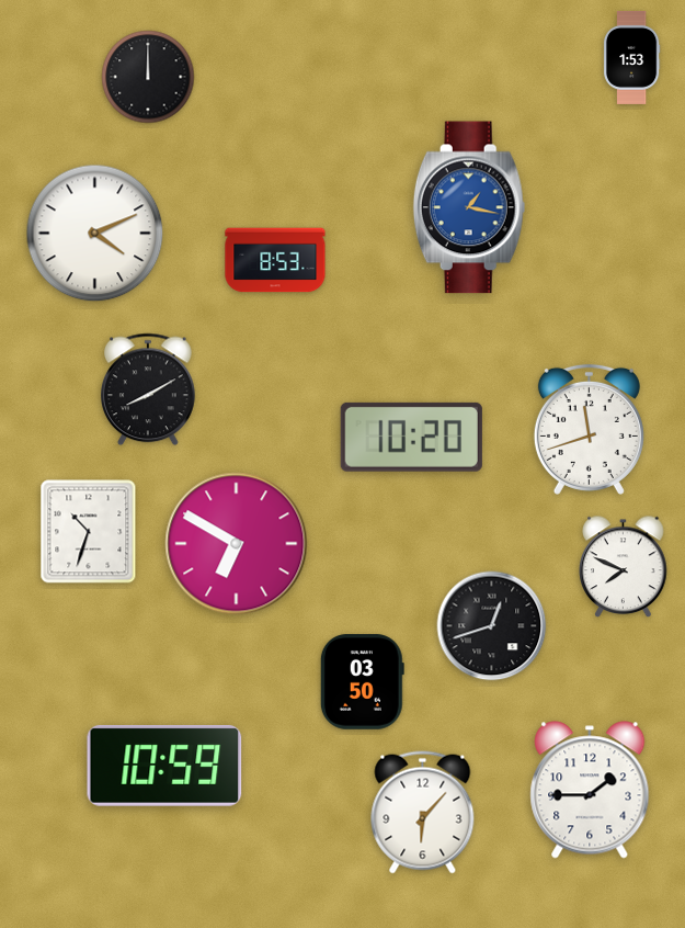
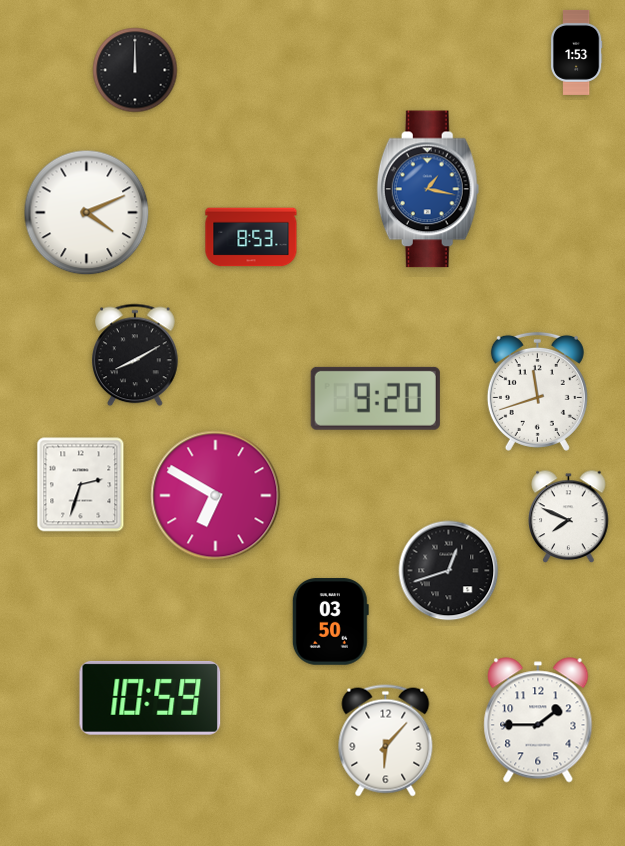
clock at (411, 437): 10:20 -> 9:20
clock at (89, 532): 10:33 -> 2:33
